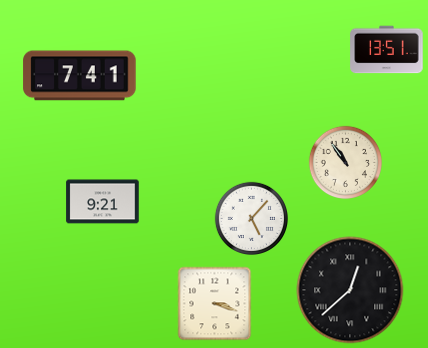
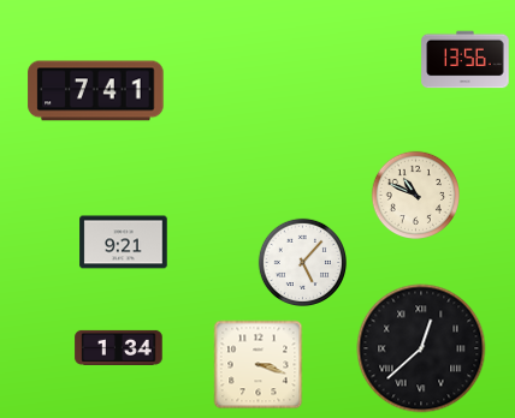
clock at (387, 50): 13:51 -> 13:56
clock at (345, 162): 10:54 -> 10:49
clock at (119, 347): none -> 1:34
